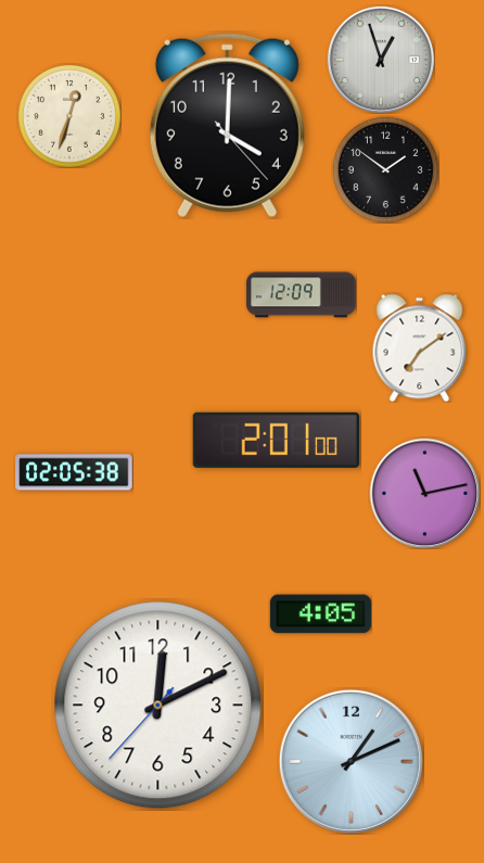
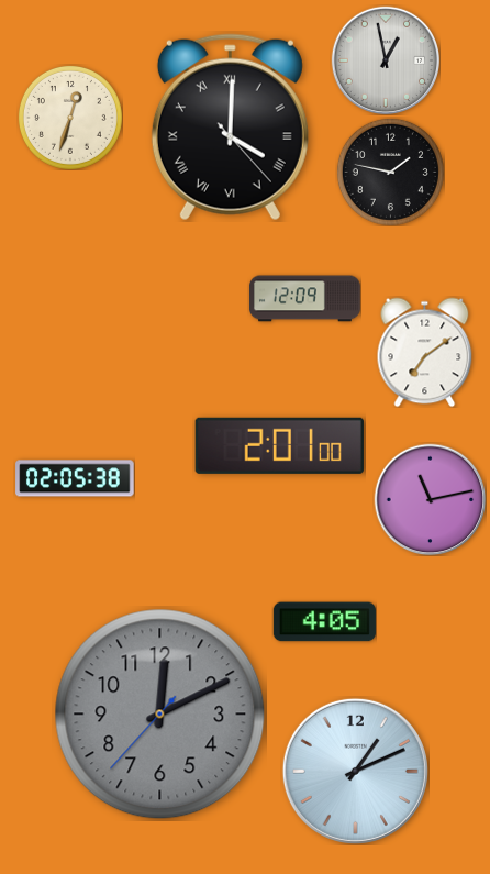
clock at (381, 60): 12:57 -> 12:58
clock at (227, 126) numerals: Arabic -> Roman
clock at (385, 169): 1:51 -> 1:47
clock at (158, 706) dial: white -> grey
